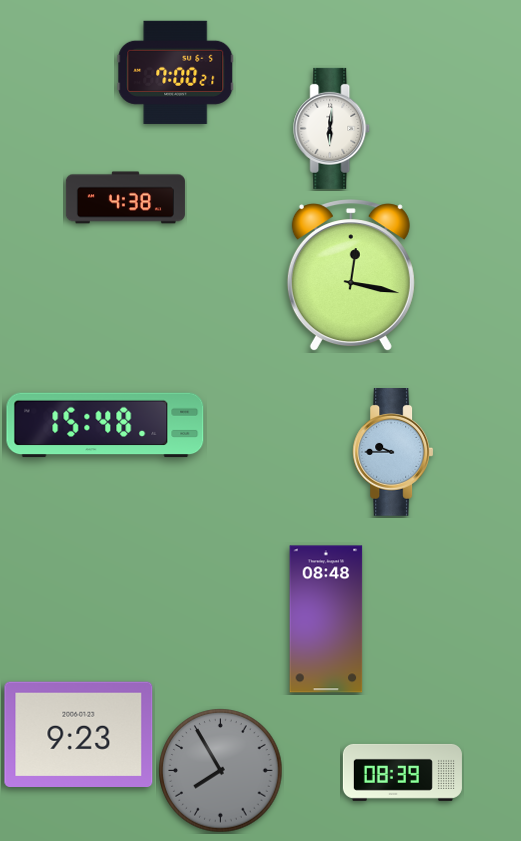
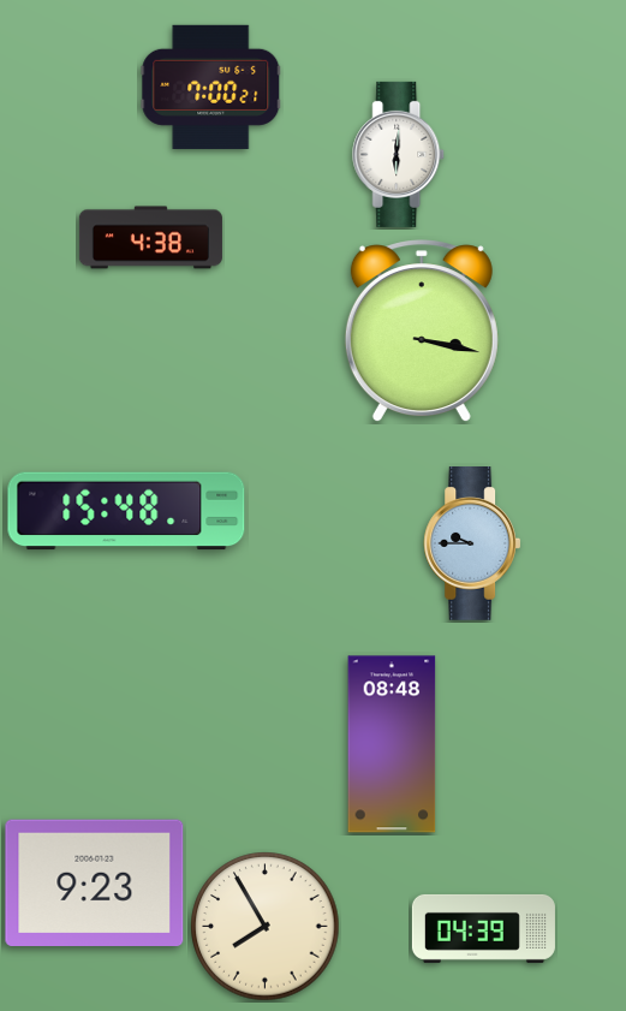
clock at (351, 276): 12:17 -> 3:17
clock at (221, 771) dial: grey -> cream
clock at (402, 772): 08:39 -> 04:39
